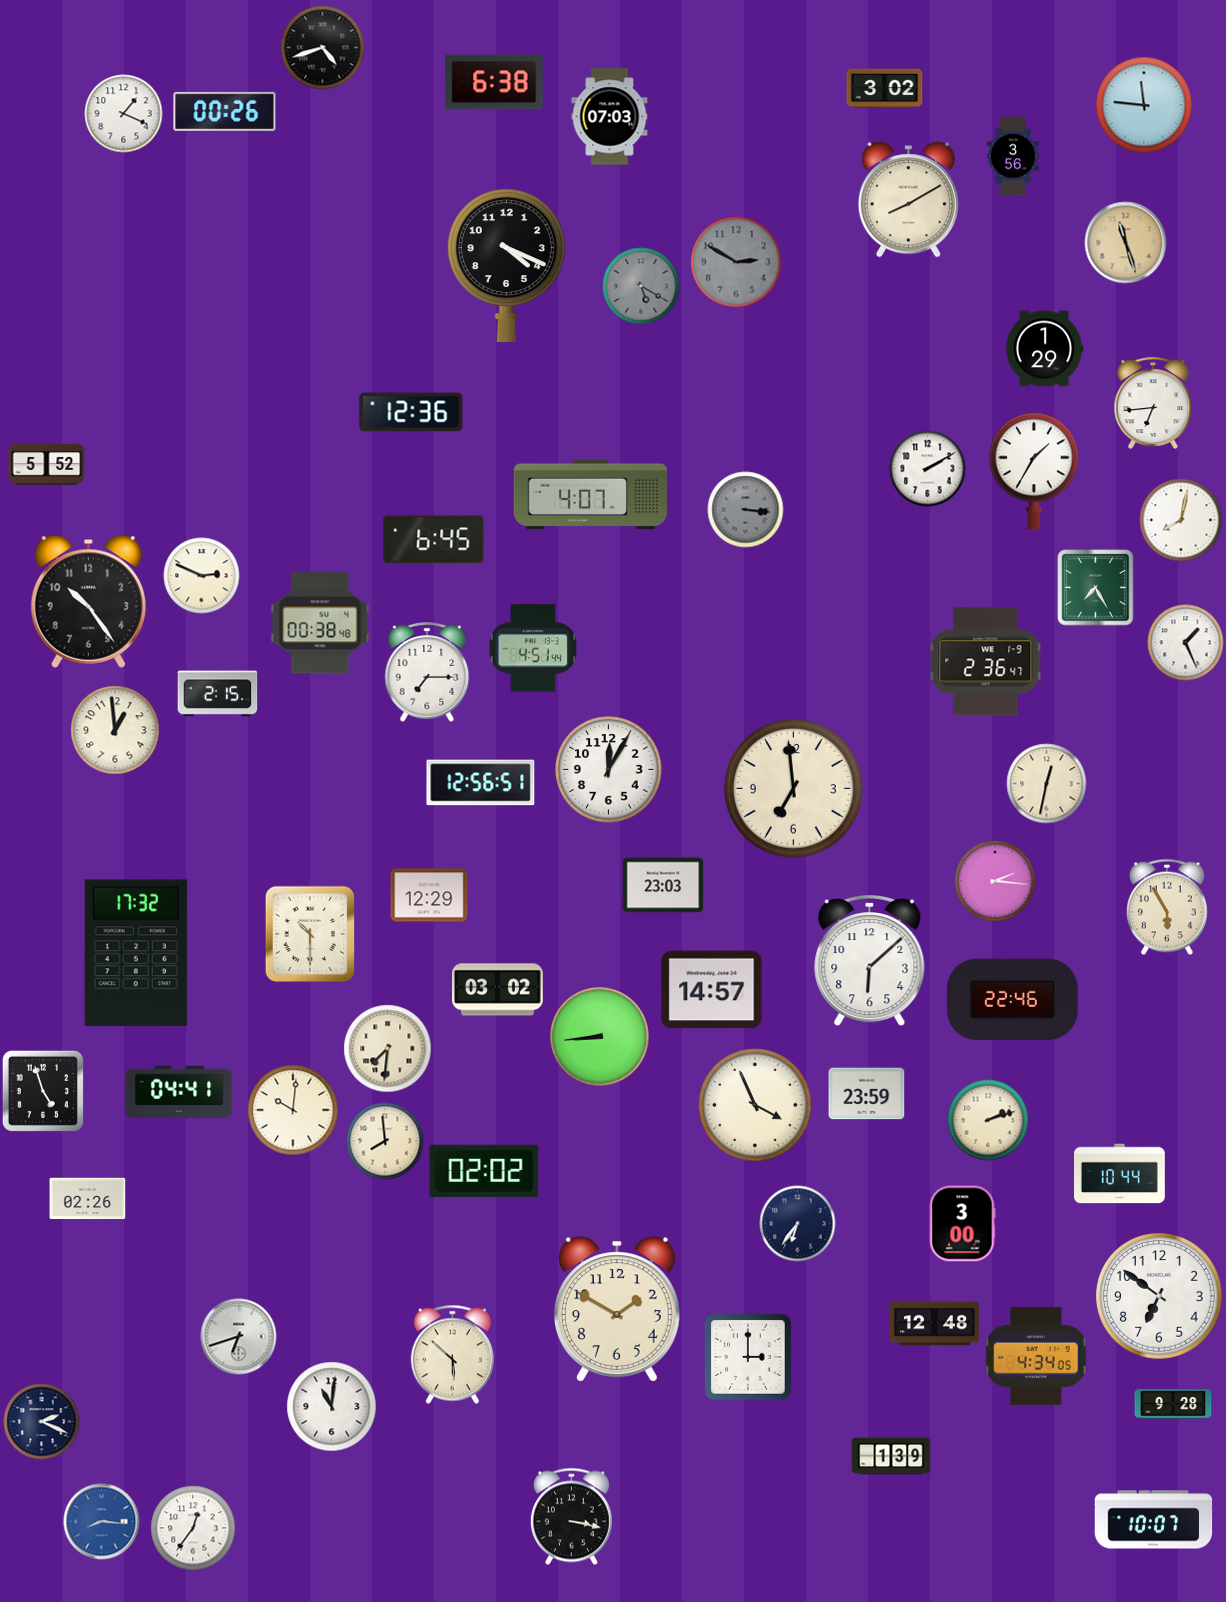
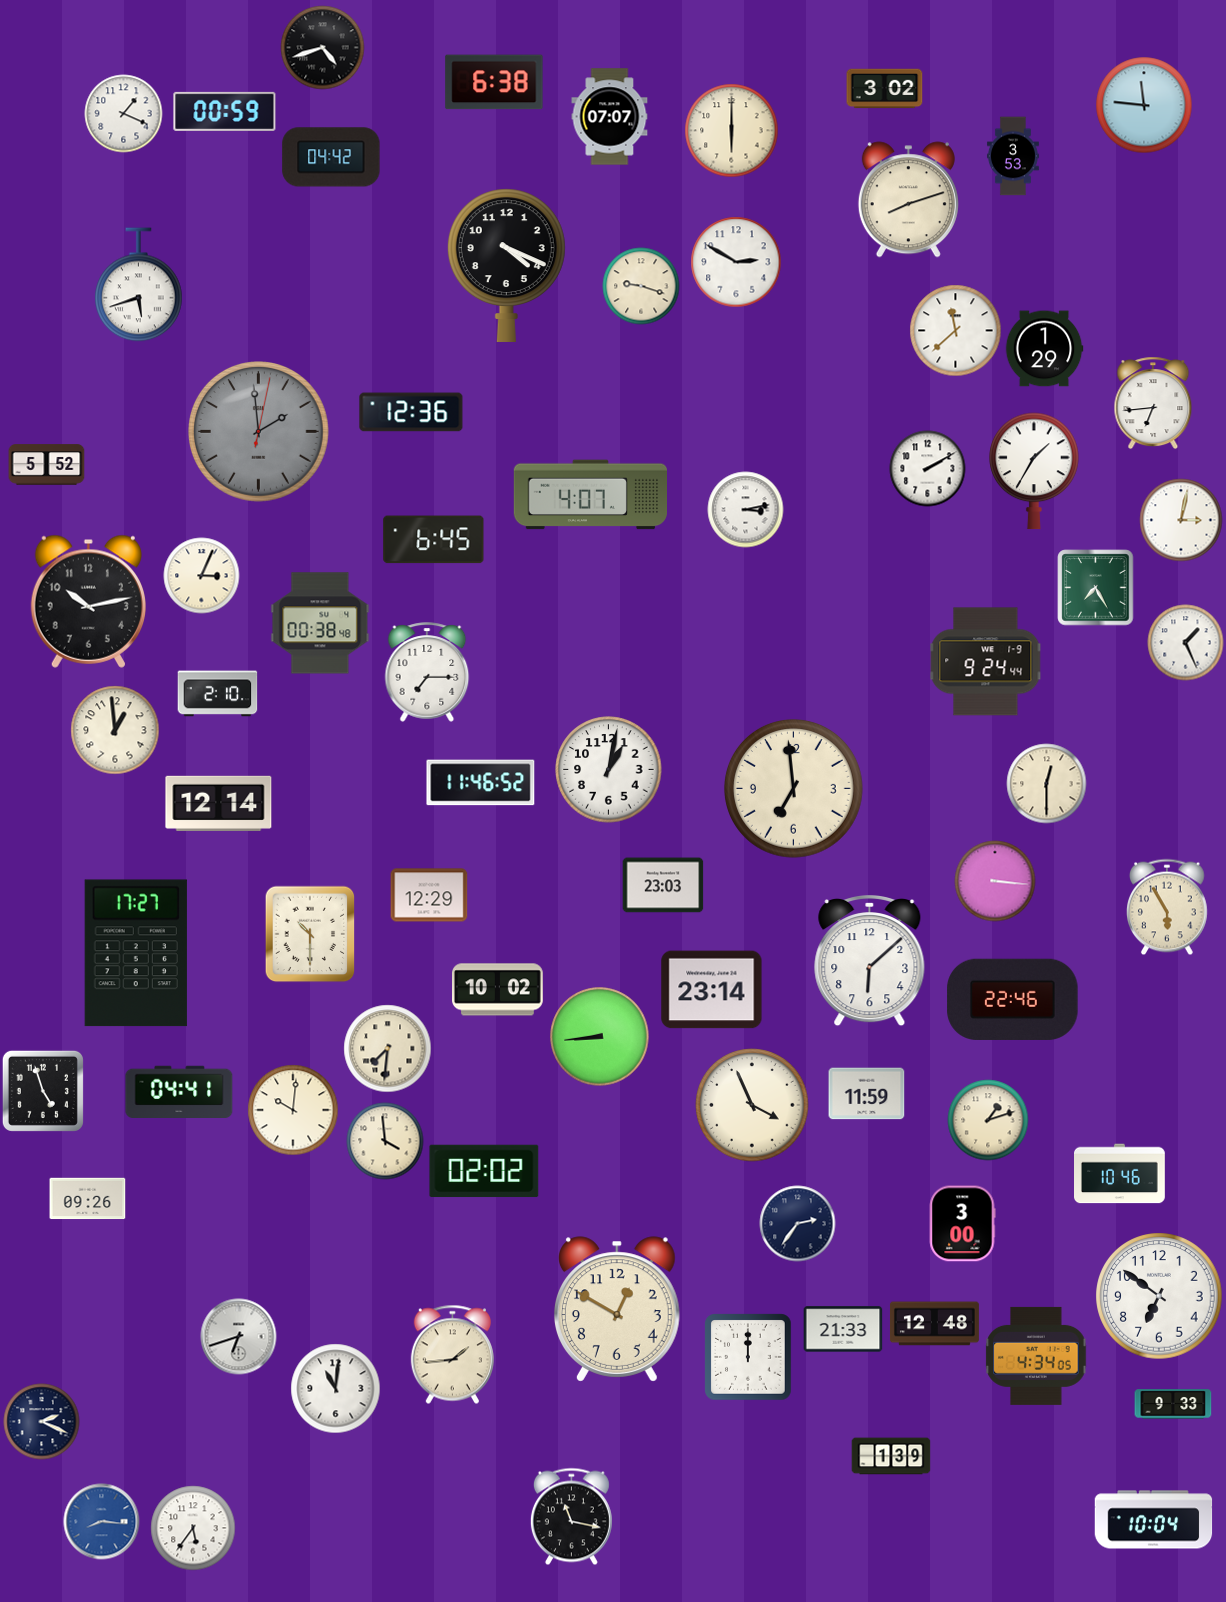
clock at (225, 111): 00:26 -> 00:59
clock at (610, 117): 07:03 -> 07:07
clock at (732, 131): none -> 6:00
clock at (1013, 156): 3:56 -> 3:53
clock at (331, 157): none -> 04:42
clock at (908, 200): 8:10 -> 8:12
clock at (1126, 243): 11:27 -> none
clock at (736, 262) dial: grey -> white
clock at (139, 285): none -> 5:42
clock at (641, 286): 5:20 -> 9:18
clock at (641, 286) dial: grey -> cream
clock at (956, 331): none -> 11:38
clock at (259, 432): none -> 1:59
clock at (746, 510): 3:16 -> 3:13
clock at (746, 510) dial: grey -> white
clock at (1181, 520): 8:02 -> 3:02
clock at (202, 576): 2:49 -> 3:04
clock at (88, 601): 10:24 -> 10:13
clock at (533, 648): 4:51 -> none
clock at (986, 662): 2:36 -> 9:24
clock at (218, 694): 2:15 -> 2:10
clock at (609, 770): 12:05 -> 1:02
clock at (481, 783): 12:56 -> 11:46
clock at (1047, 784): 12:32 -> 12:30
clock at (219, 803): none -> 12:14
clock at (995, 881): 2:16 -> 3:16
clock at (136, 953): 17:32 -> 17:27
clock at (498, 990): 03:02 -> 10:02
clock at (712, 990): 14:57 -> 23:14
clock at (867, 1094): 23:59 -> 11:59
clock at (755, 1105) position: (755, 1105) -> (752, 1105)
clock at (988, 1120): 2:12 -> 1:12
clock at (385, 1141): 7:59 -> 3:59
clock at (1120, 1174): 10:44 -> 10:46
clock at (88, 1199): 02:26 -> 09:26
clock at (798, 1224): 6:36 -> 2:36
clock at (617, 1309): 1:50 -> 12:50
clock at (843, 1329): none -> 21:33
clock at (452, 1355): 5:52 -> 1:44
clock at (748, 1357): 3:00 -> 12:00
clock at (1173, 1404): 9:28 -> 9:33
clock at (332, 1407) position: (332, 1407) -> (336, 1389)
clock at (571, 1517): 3:17 -> 11:17
clock at (1154, 1520): 10:07 -> 10:04
clock at (193, 1528): 12:36 -> 5:36
